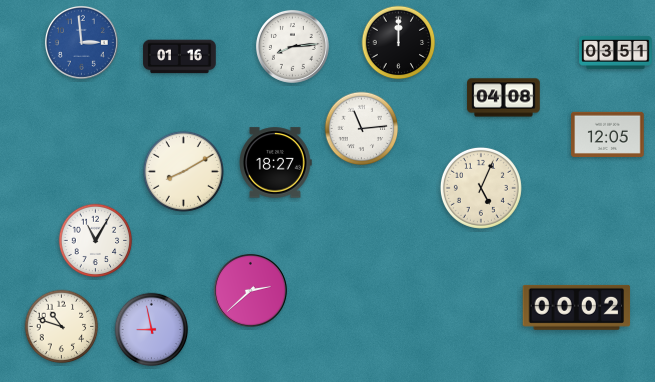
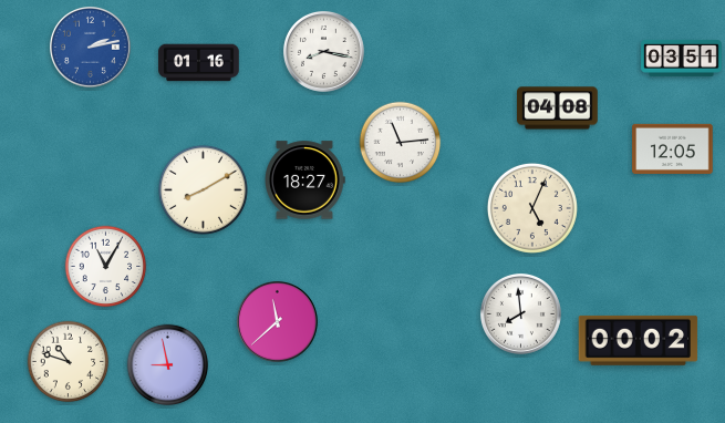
clock at (81, 42): 2:59 -> 2:13
clock at (399, 43): 12:00 -> none
clock at (292, 46): 8:14 -> 8:17
clock at (520, 313): none -> 7:59
clock at (250, 290): 2:38 -> 11:38
